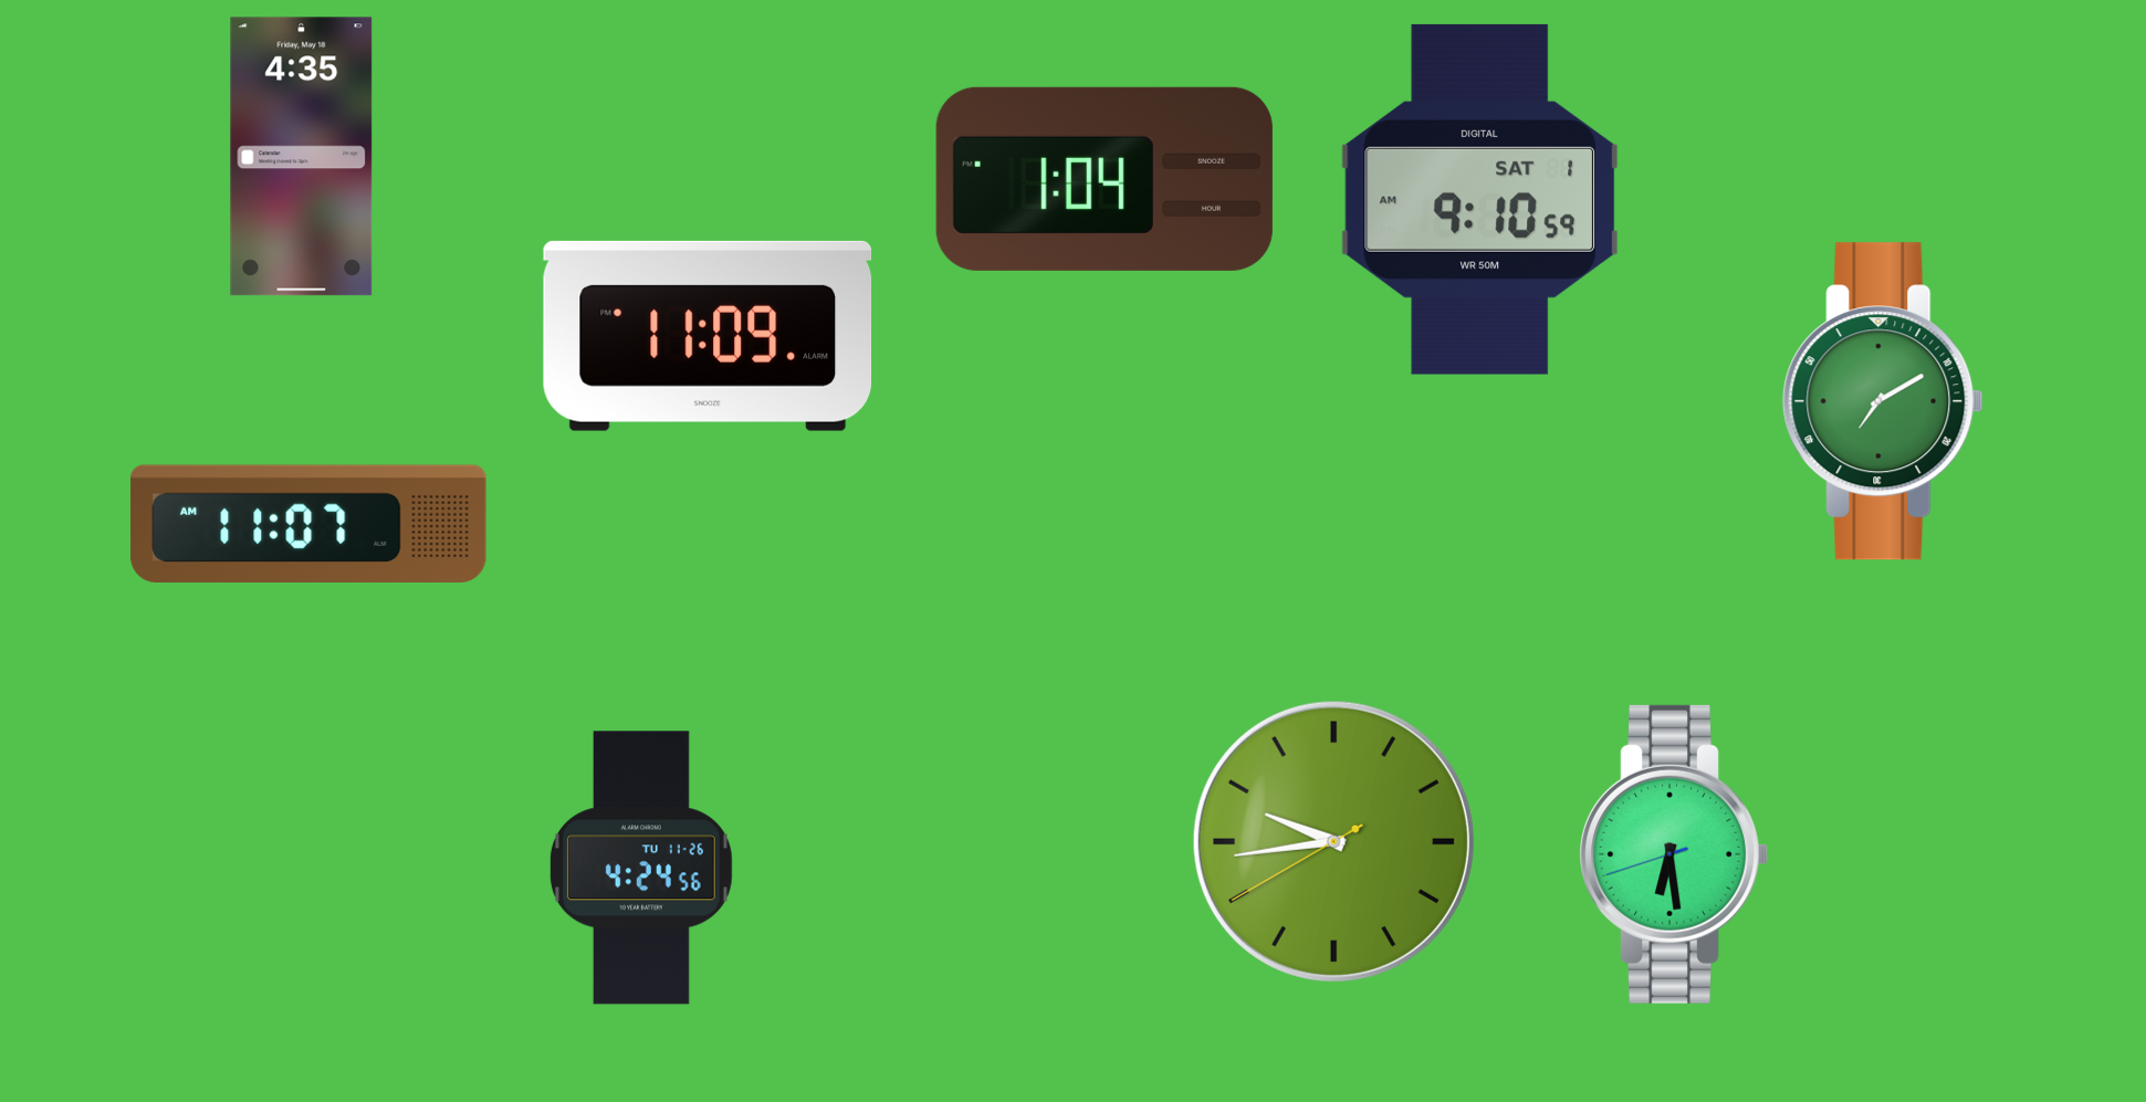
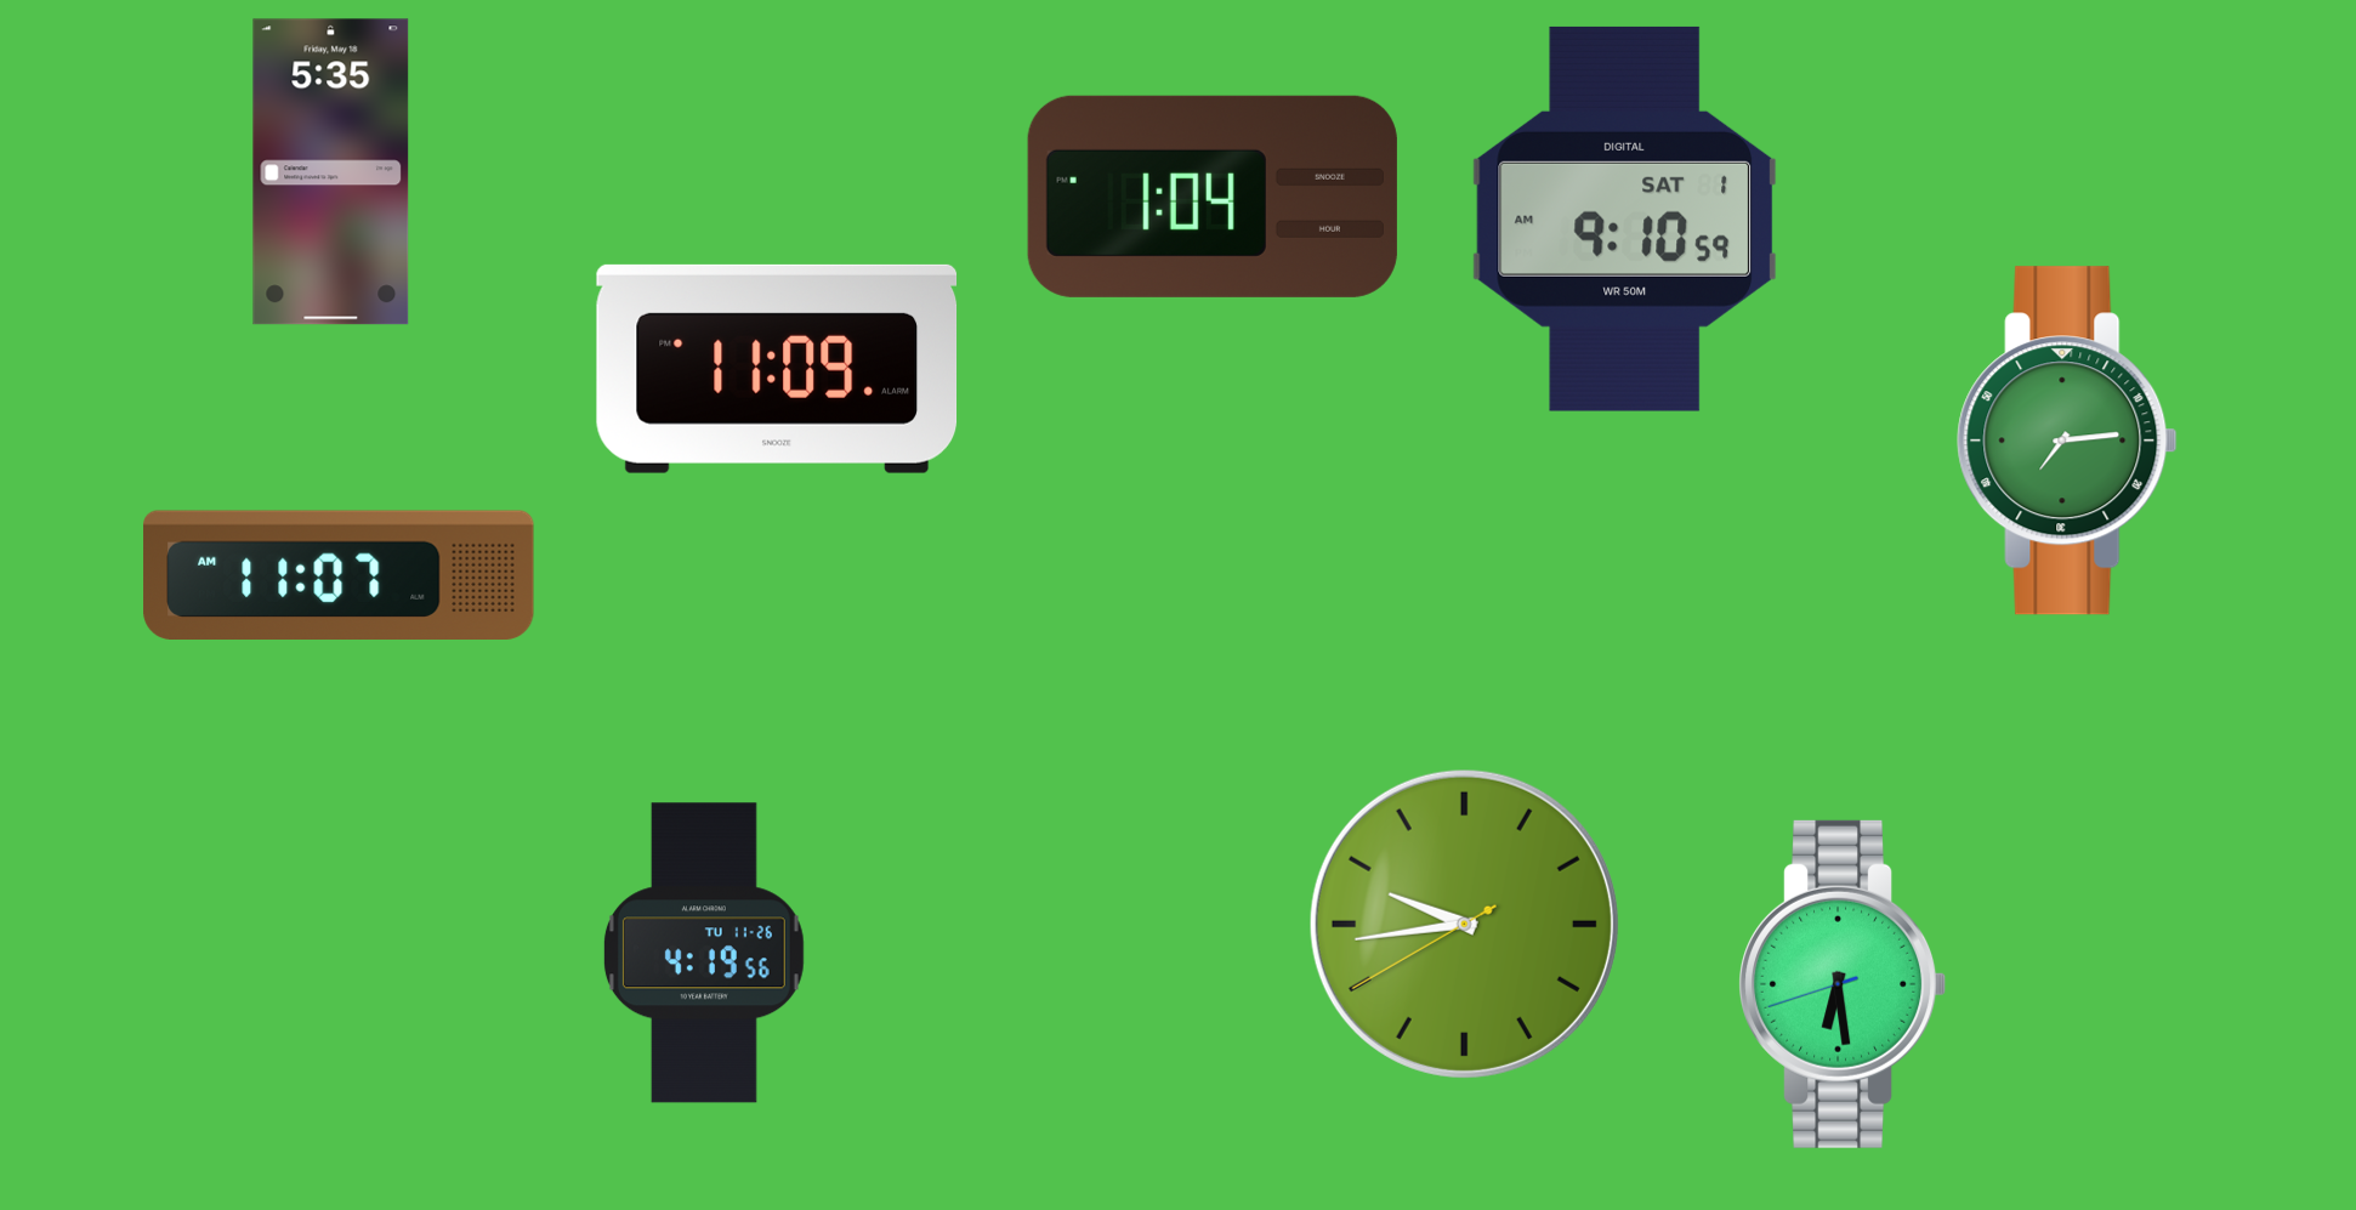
clock at (302, 157): 4:35 -> 5:35
clock at (1883, 401): 7:10 -> 7:14
clock at (1674, 854) position: (1674, 854) -> (1843, 984)
clock at (641, 868): 4:24 -> 4:19
